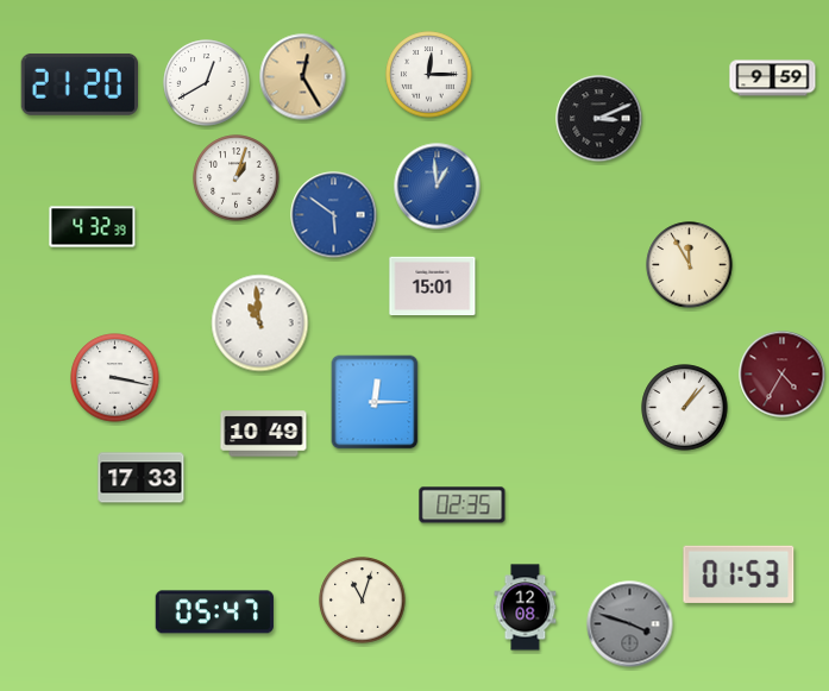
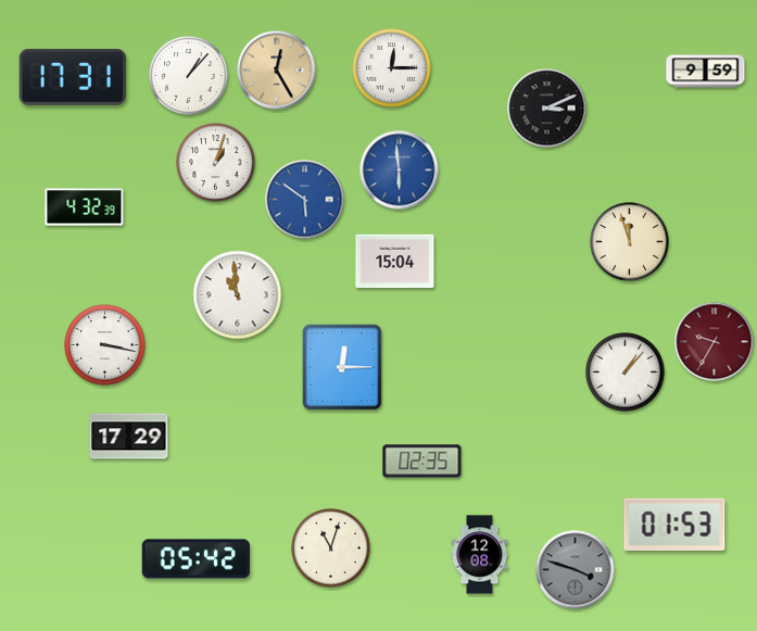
clock at (207, 83): 12:40 -> 1:07
clock at (78, 84): 21:20 -> 17:31
clock at (438, 187): 12:59 -> 5:59
clock at (334, 215) position: (334, 215) -> (305, 200)
clock at (690, 265): 11:55 -> 11:57
clock at (433, 287): 15:01 -> 15:04
clock at (783, 375): 4:35 -> 9:35
clock at (264, 434): 10:49 -> none
clock at (142, 478): 17:33 -> 17:29
clock at (214, 613): 05:47 -> 05:42
